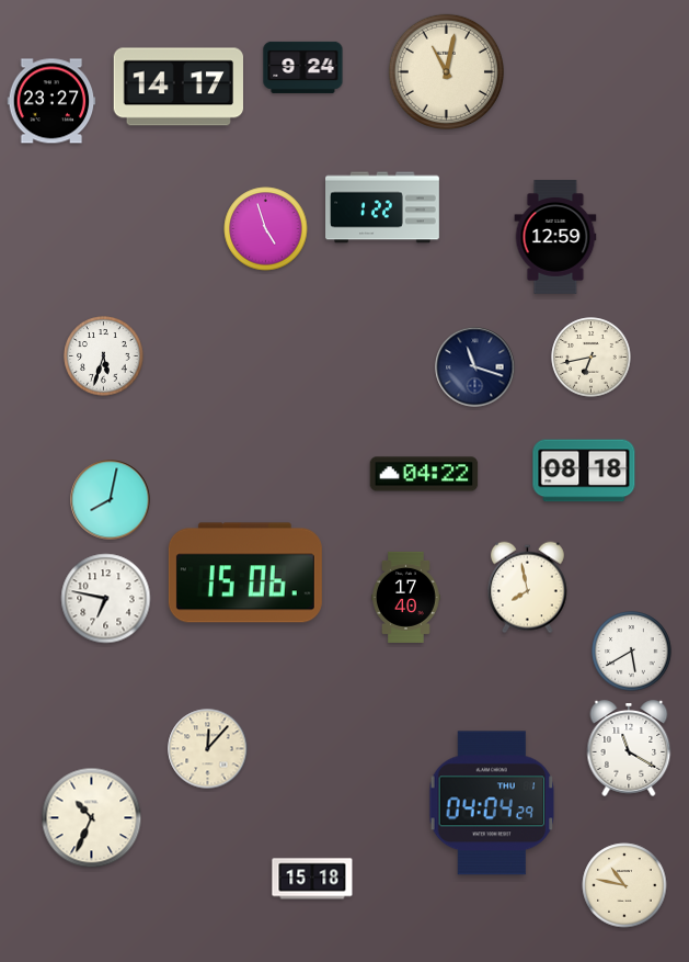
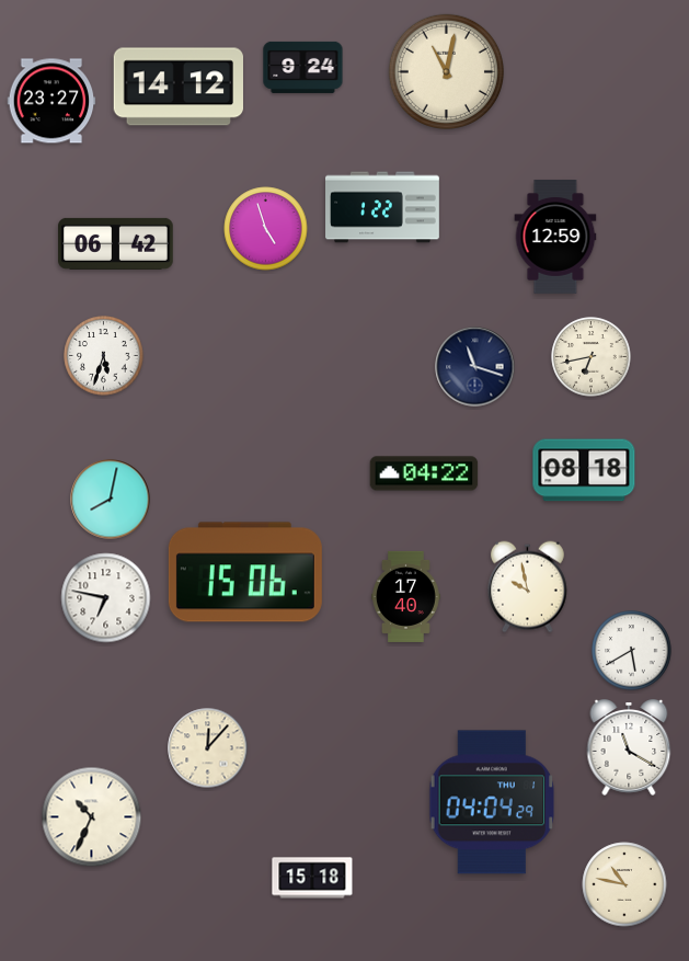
clock at (177, 87): 14:17 -> 14:12
clock at (116, 243): none -> 06:42
clock at (527, 588): 7:58 -> 9:58
